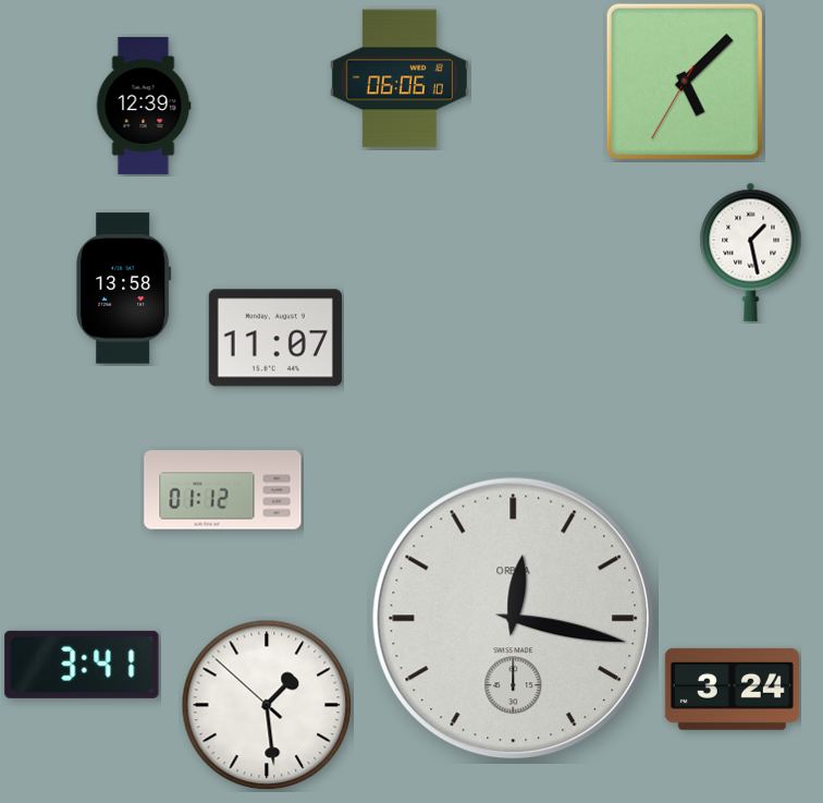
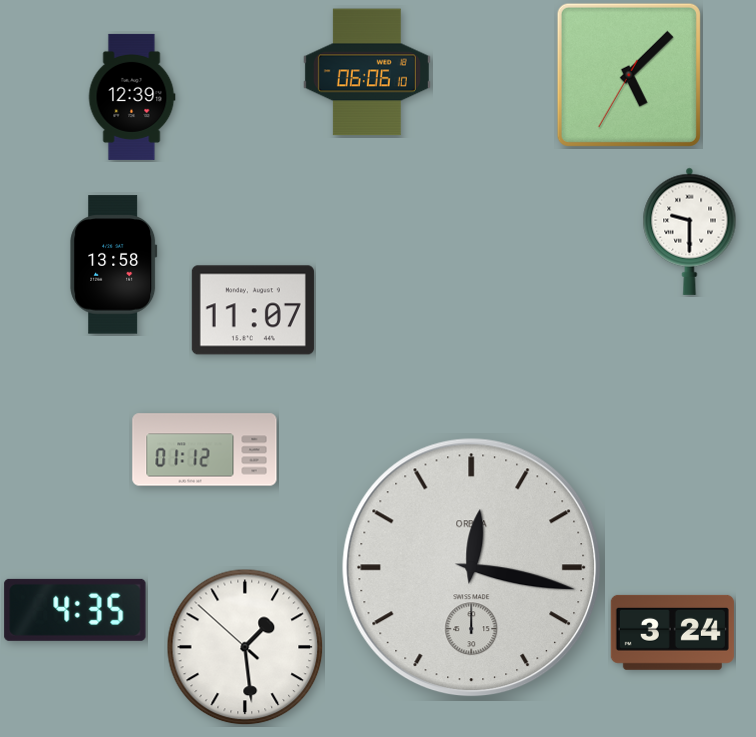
clock at (751, 252): 1:28 -> 9:30
clock at (82, 665): 3:41 -> 4:35
